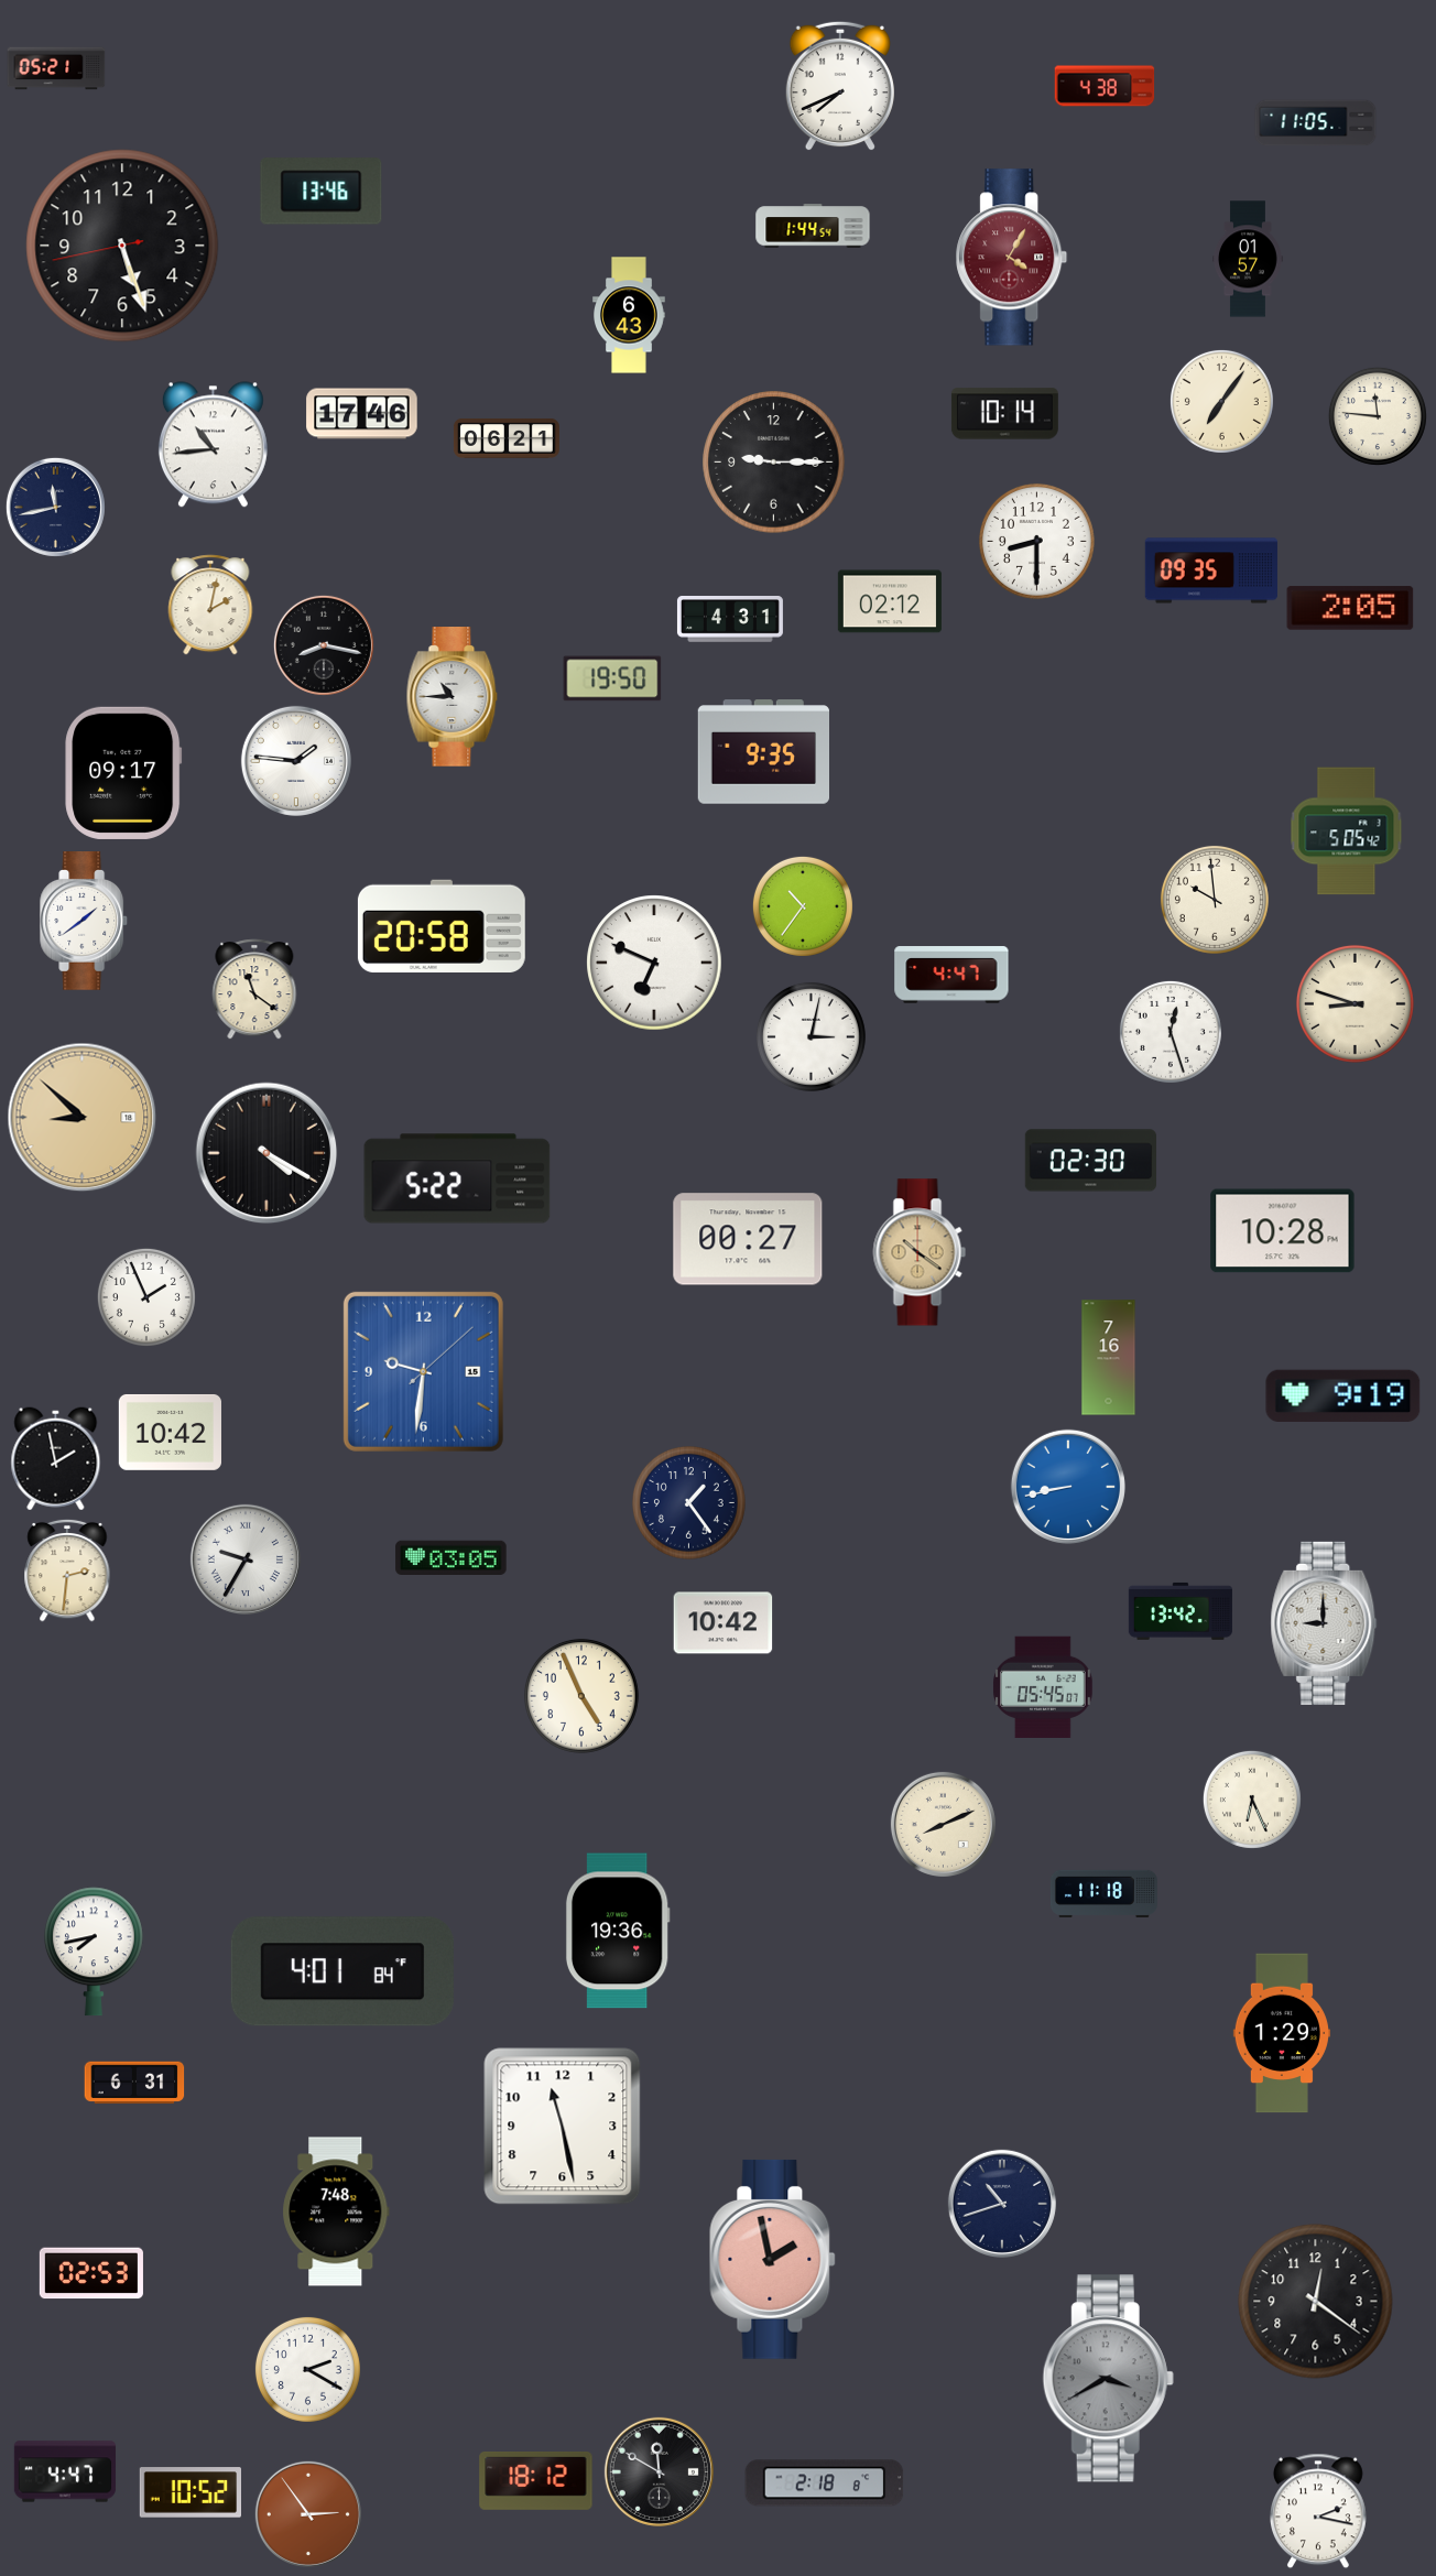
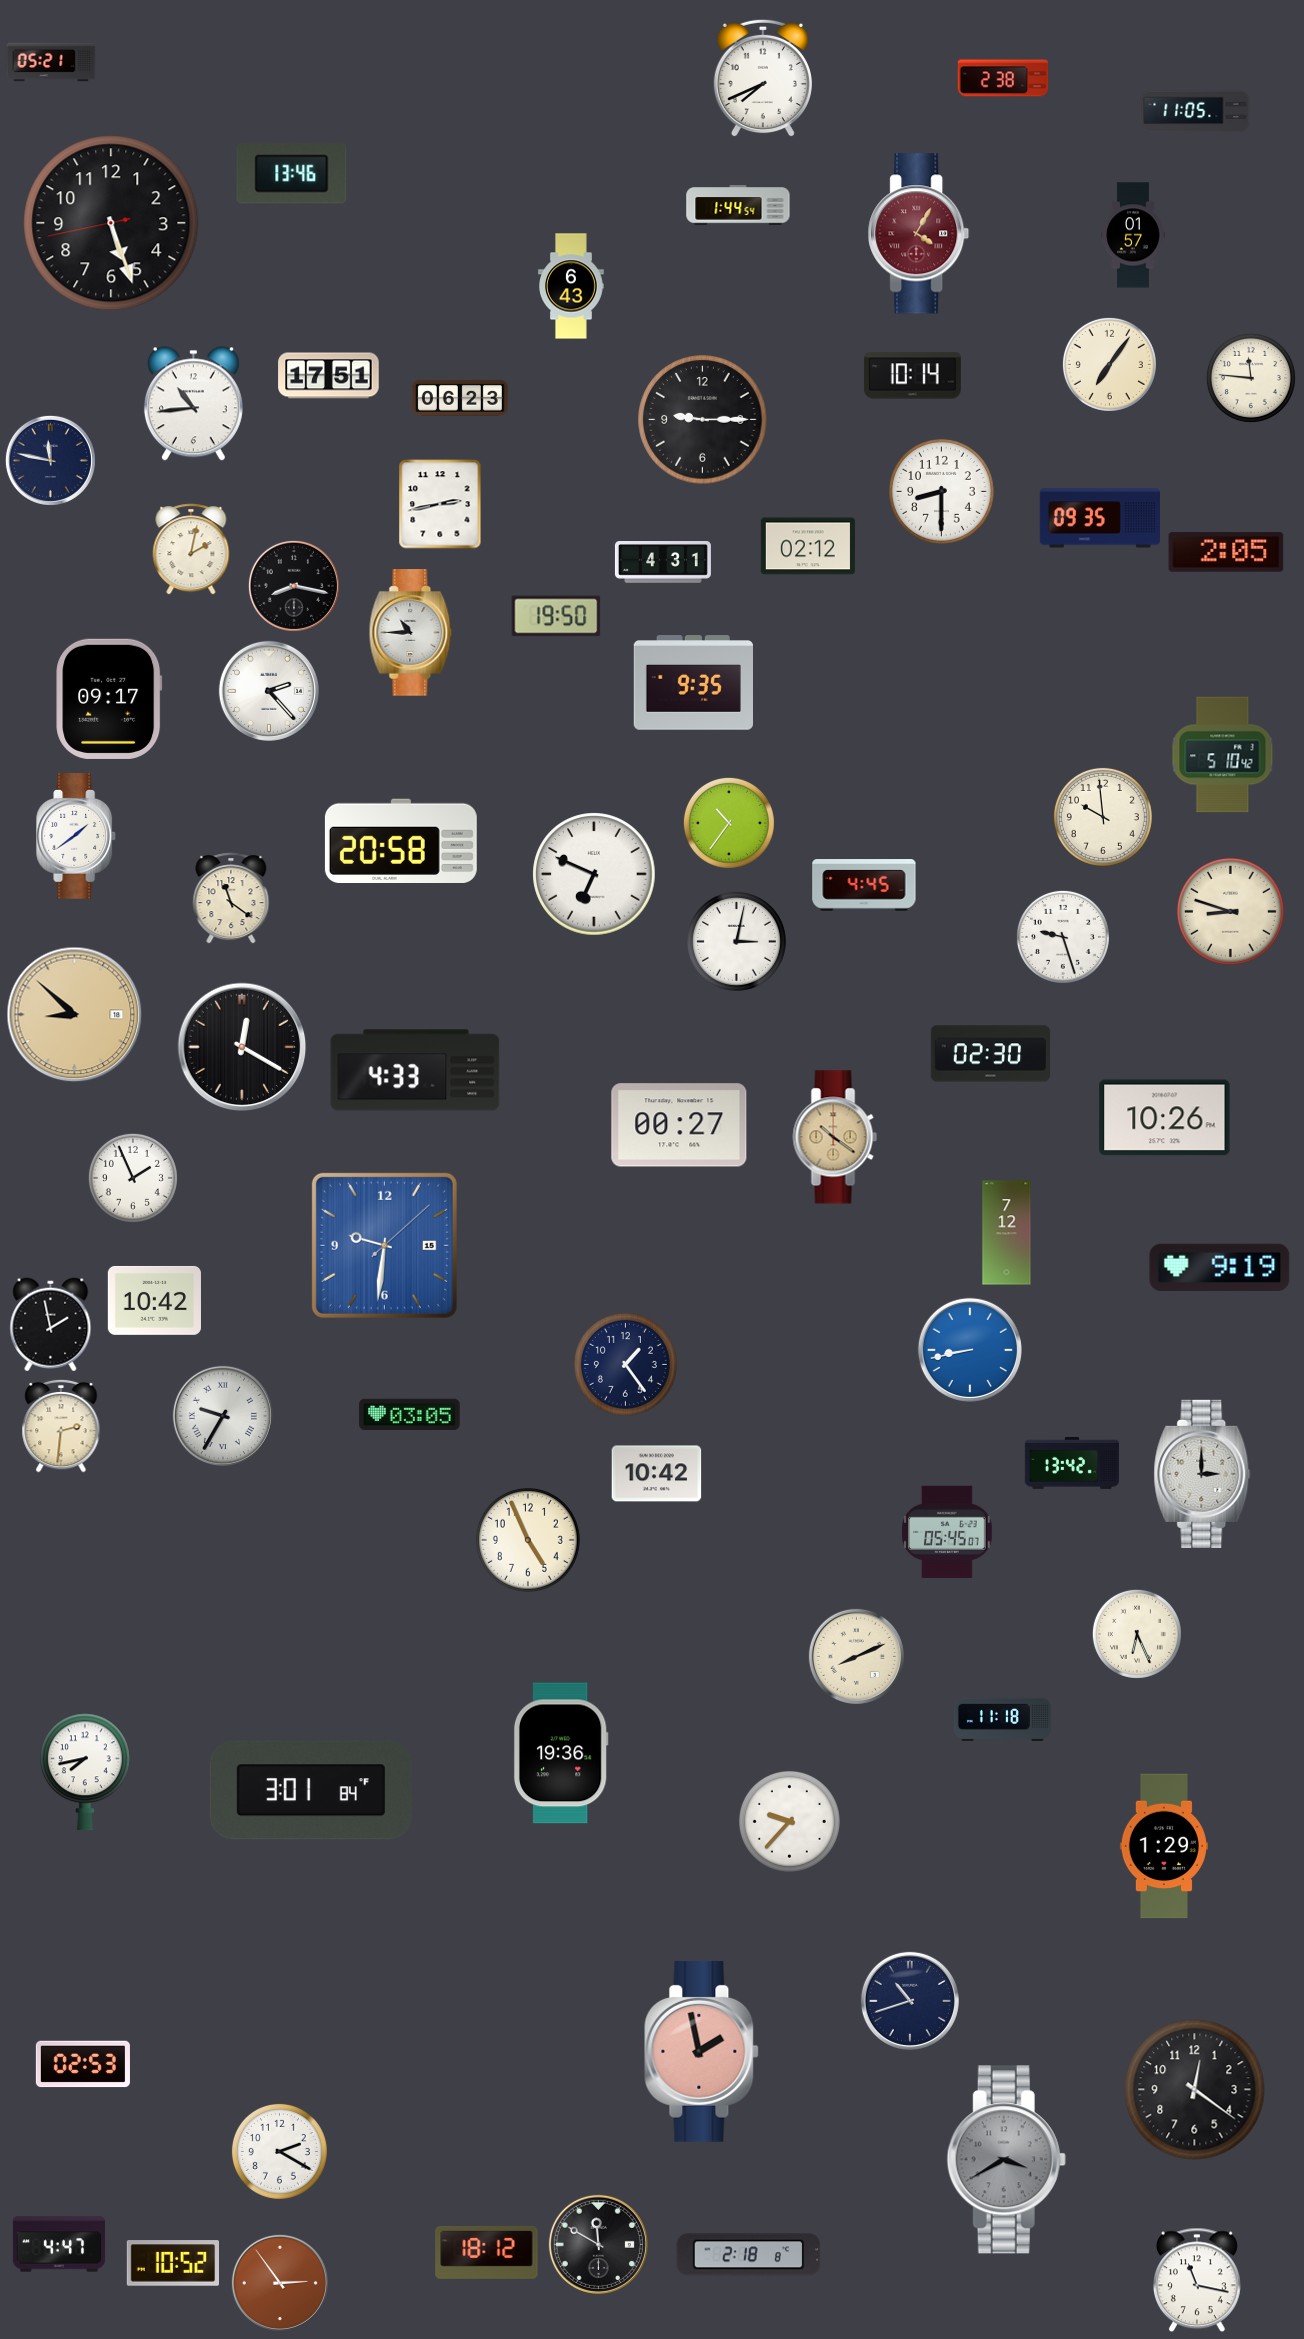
clock at (1105, 86): 4:38 -> 2:38
clock at (362, 414): 17:46 -> 17:51
clock at (507, 438): 06:21 -> 06:23
clock at (55, 507): 11:43 -> 11:47
clock at (440, 504): none -> 2:43
clock at (296, 761): 1:46 -> 2:23
clock at (123, 773) position: (123, 773) -> (109, 699)
clock at (1347, 832): 5:05 -> 5:10
clock at (951, 975): 4:47 -> 4:45
clock at (1171, 1032): 12:27 -> 9:27
clock at (266, 1153): 4:20 -> 12:20
clock at (457, 1178): 5:22 -> 4:33
clock at (1283, 1231): 10:28 -> 10:26
clock at (1109, 1358): 7:16 -> 7:12
clock at (1324, 1623): 9:00 -> 3:00
clock at (342, 1971): 4:01 -> 3:01
clock at (789, 1821): none -> 9:37
clock at (134, 2082): 6:31 -> none
clock at (563, 2127): 11:28 -> none
clock at (336, 2211): 7:48 -> none
clock at (1318, 2511): 2:17 -> 11:17
